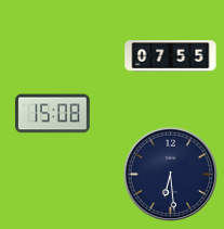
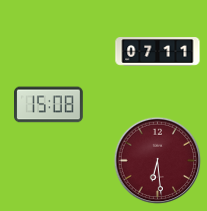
clock at (171, 56): 07:55 -> 07:11
clock at (171, 175) dial: navy -> burgundy
